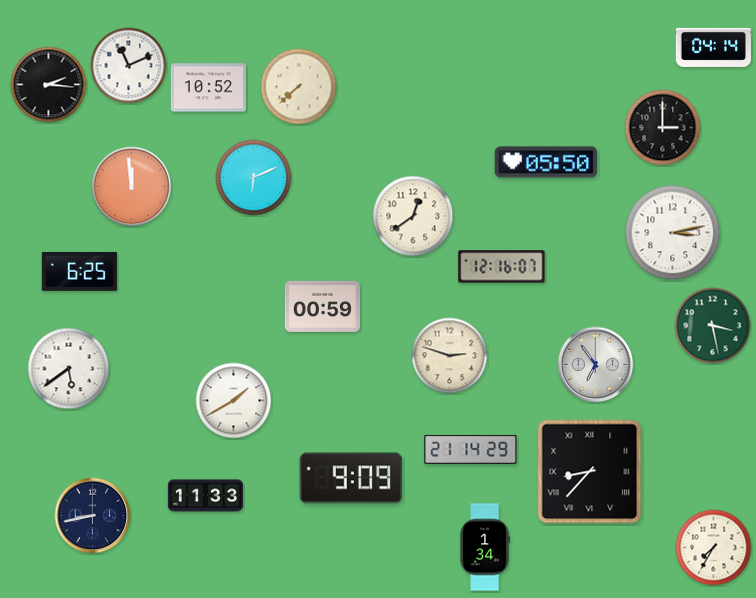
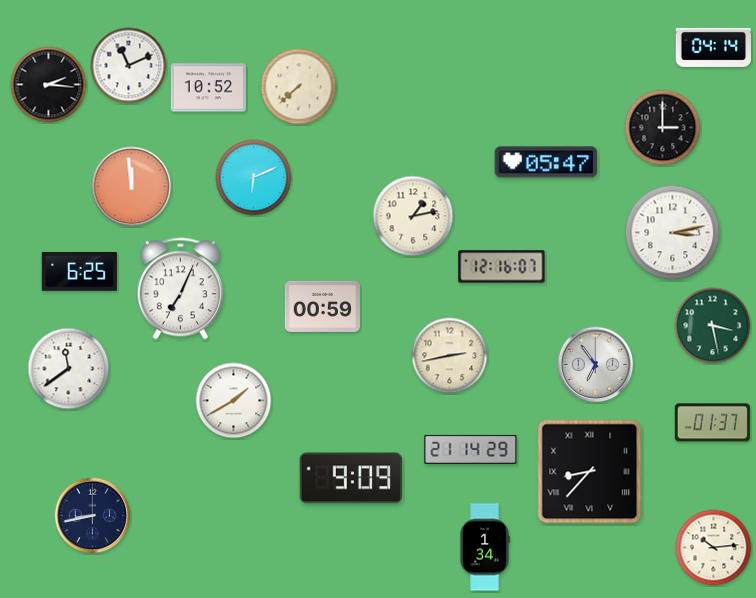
clock at (546, 162): 05:50 -> 05:47
clock at (413, 216): 12:39 -> 1:13
clock at (180, 289): none -> 7:04
clock at (450, 356): 2:48 -> 2:43
clock at (69, 369): 5:39 -> 11:39
clock at (712, 423): none -> 01:37
clock at (205, 496): 11:33 -> none
clock at (714, 548): 7:35 -> 10:14
